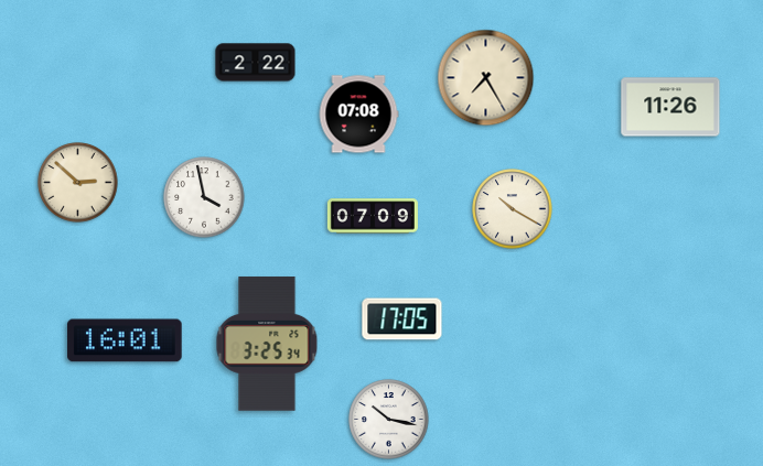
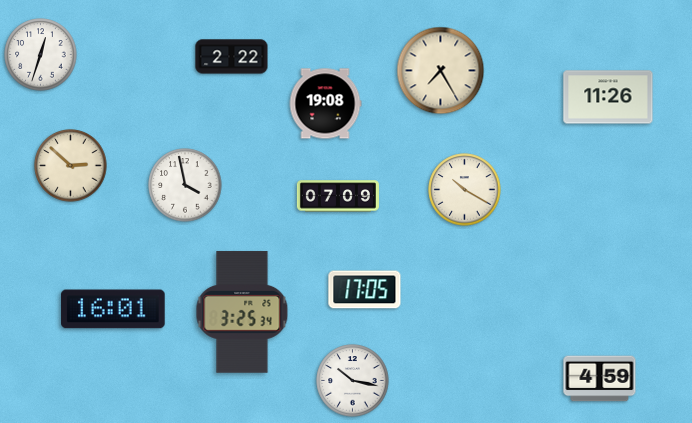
clock at (41, 55): none -> 12:33
clock at (358, 115): 07:08 -> 19:08
clock at (204, 197) position: (204, 197) -> (185, 185)
clock at (600, 379): none -> 4:59
